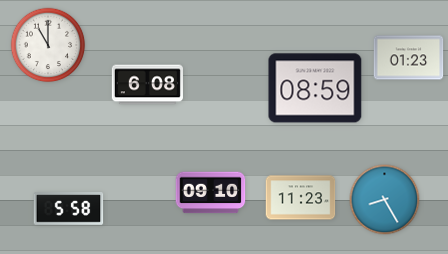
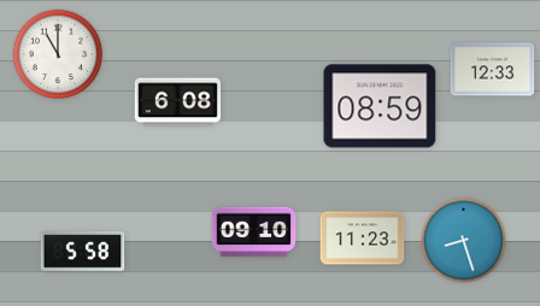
clock at (409, 58): 01:23 -> 12:33
clock at (385, 200): 8:25 -> 8:27
